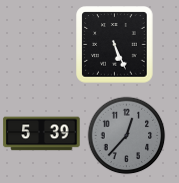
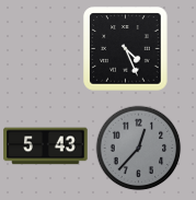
clock at (115, 45): 5:26 -> 4:26
clock at (42, 134): 5:39 -> 5:43
